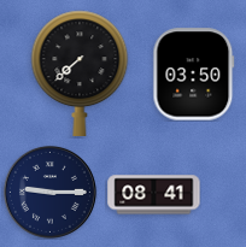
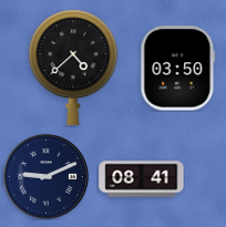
clock at (80, 73): 7:38 -> 4:38
clock at (49, 192): 9:15 -> 9:11
